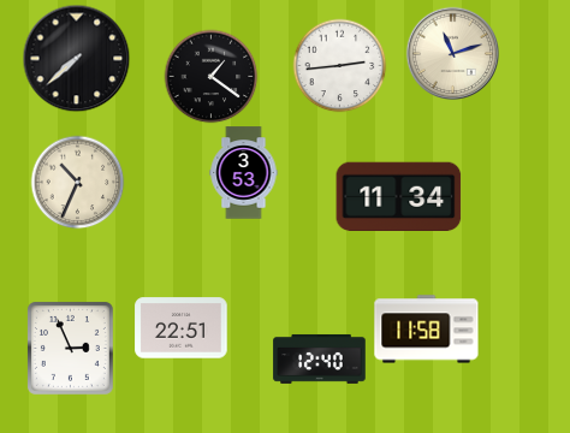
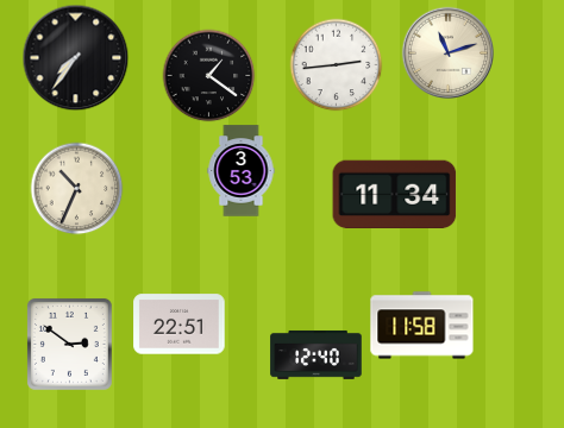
clock at (76, 58): 7:38 -> 7:36
clock at (77, 182) position: (77, 182) -> (76, 188)
clock at (70, 348): 2:56 -> 2:51
